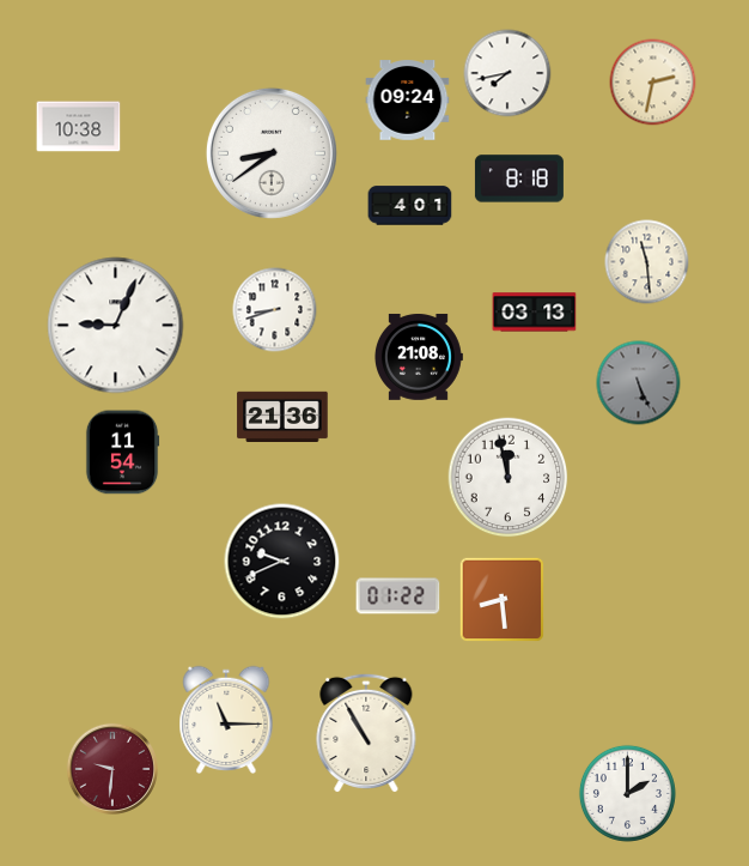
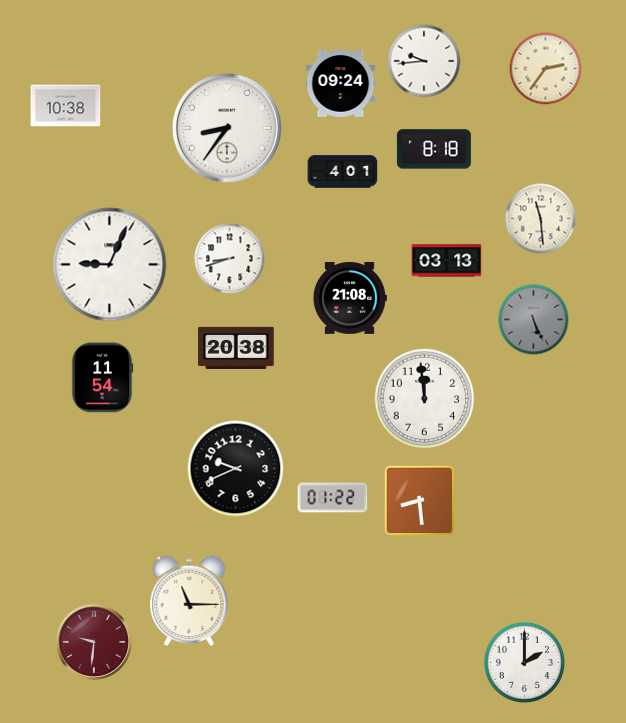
clock at (507, 73): 7:43 -> 9:44
clock at (653, 83): 2:32 -> 2:36
clock at (272, 153): 8:39 -> 8:36
clock at (116, 326) position: (116, 326) -> (110, 265)
clock at (282, 416): 21:36 -> 20:38
clock at (509, 478): 11:58 -> 11:59
clock at (366, 733): 10:55 -> none
